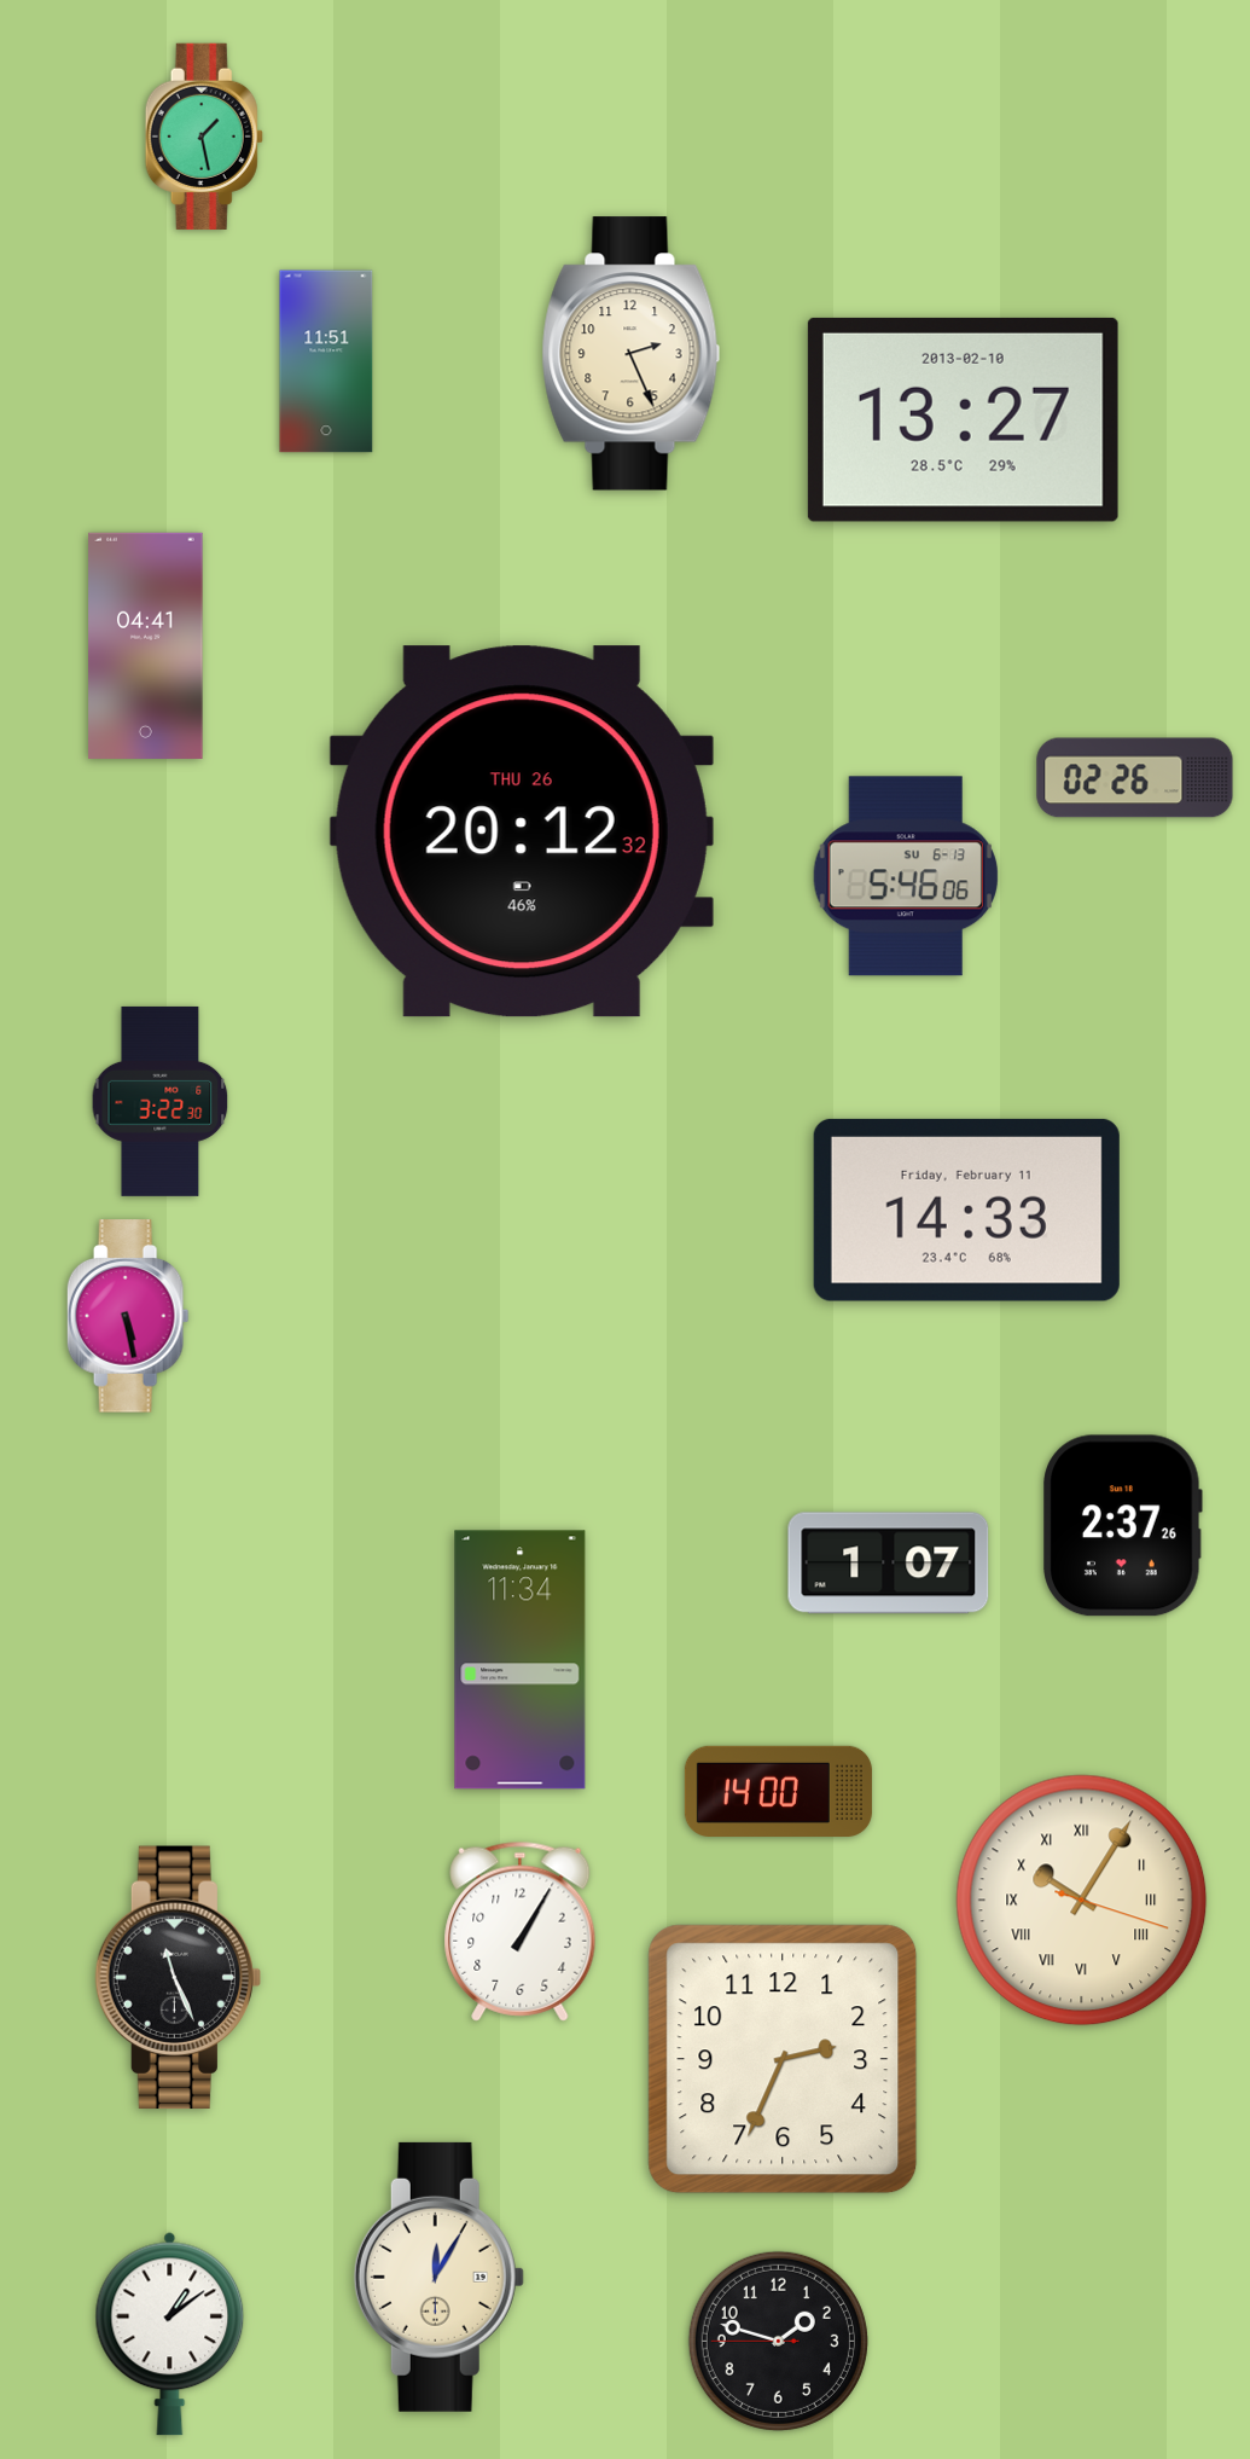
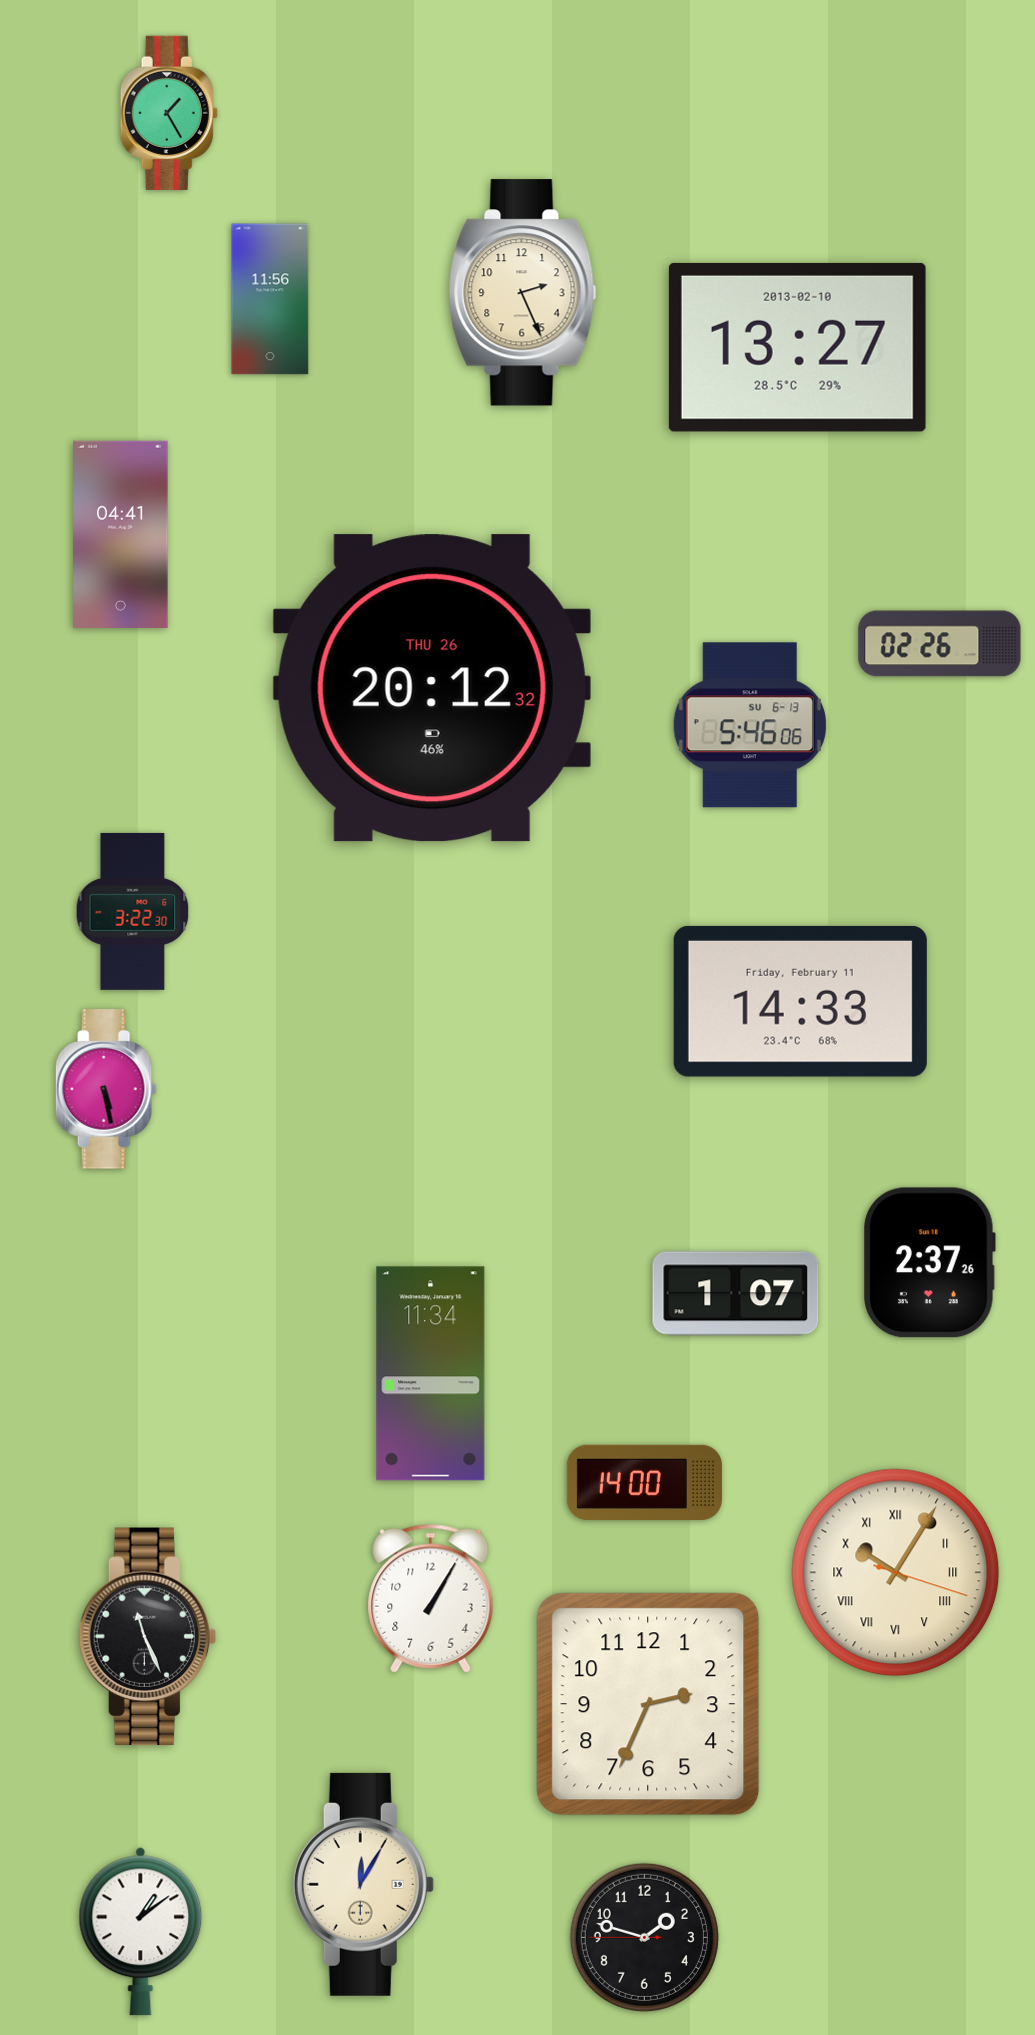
clock at (204, 137): 1:28 -> 1:25
clock at (326, 361): 11:51 -> 11:56
